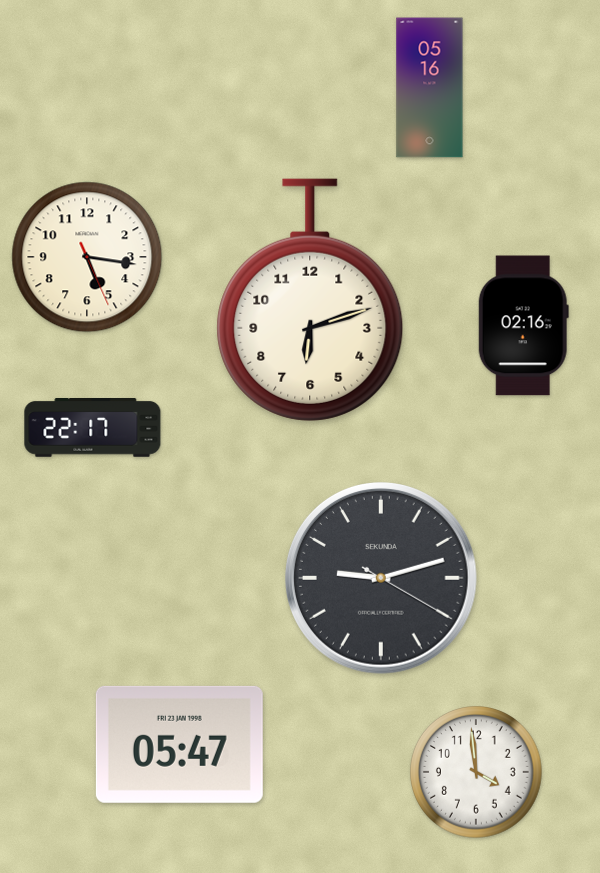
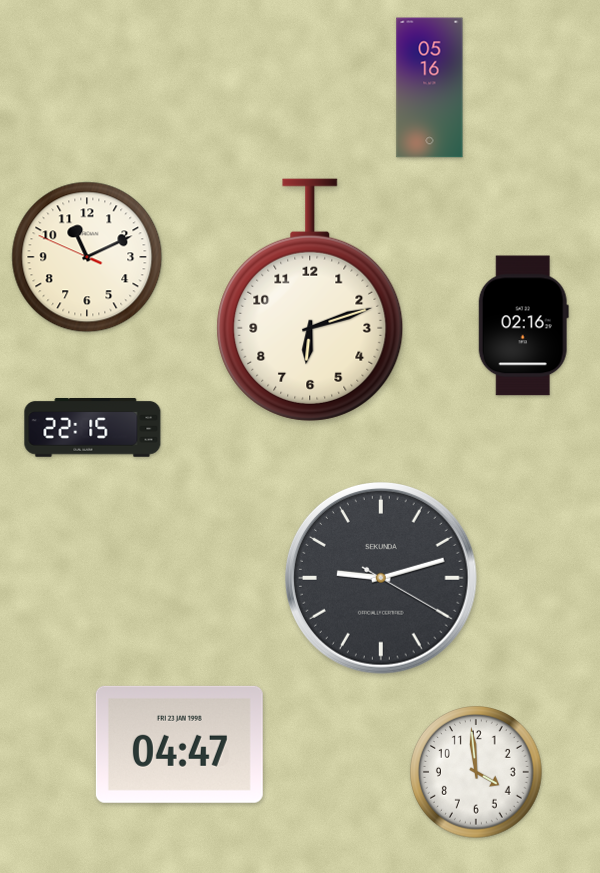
clock at (87, 257): 5:16 -> 11:10
clock at (93, 428): 22:17 -> 22:15
clock at (179, 744): 05:47 -> 04:47
